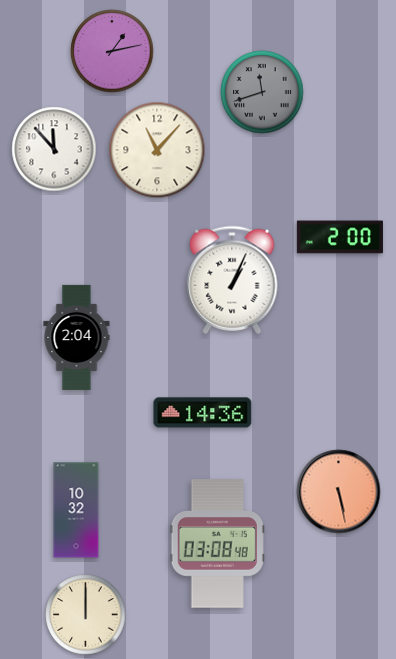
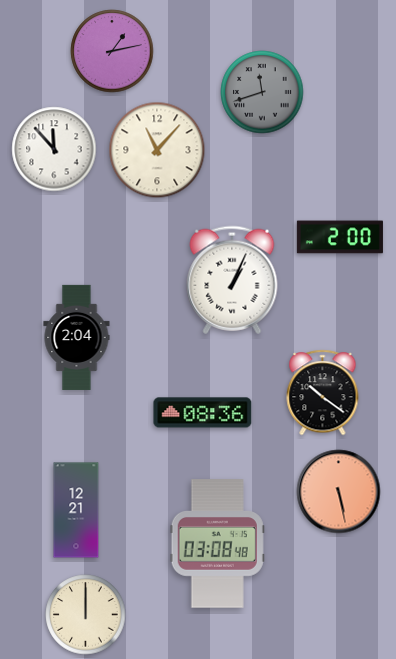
clock at (323, 393): none -> 10:21
clock at (203, 413): 14:36 -> 08:36
clock at (76, 510): 10:32 -> 12:21
